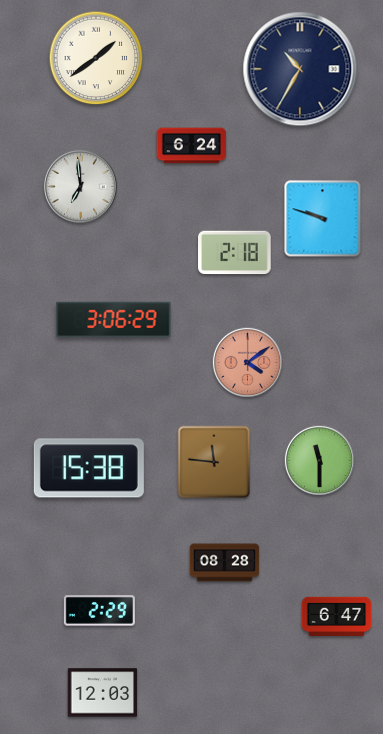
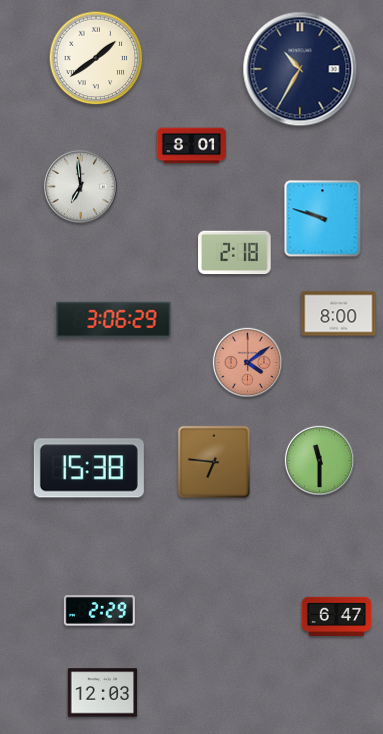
clock at (192, 146): 6:24 -> 8:01
clock at (339, 314): none -> 8:00
clock at (214, 462): 11:46 -> 6:46
clock at (225, 563): 08:28 -> none
